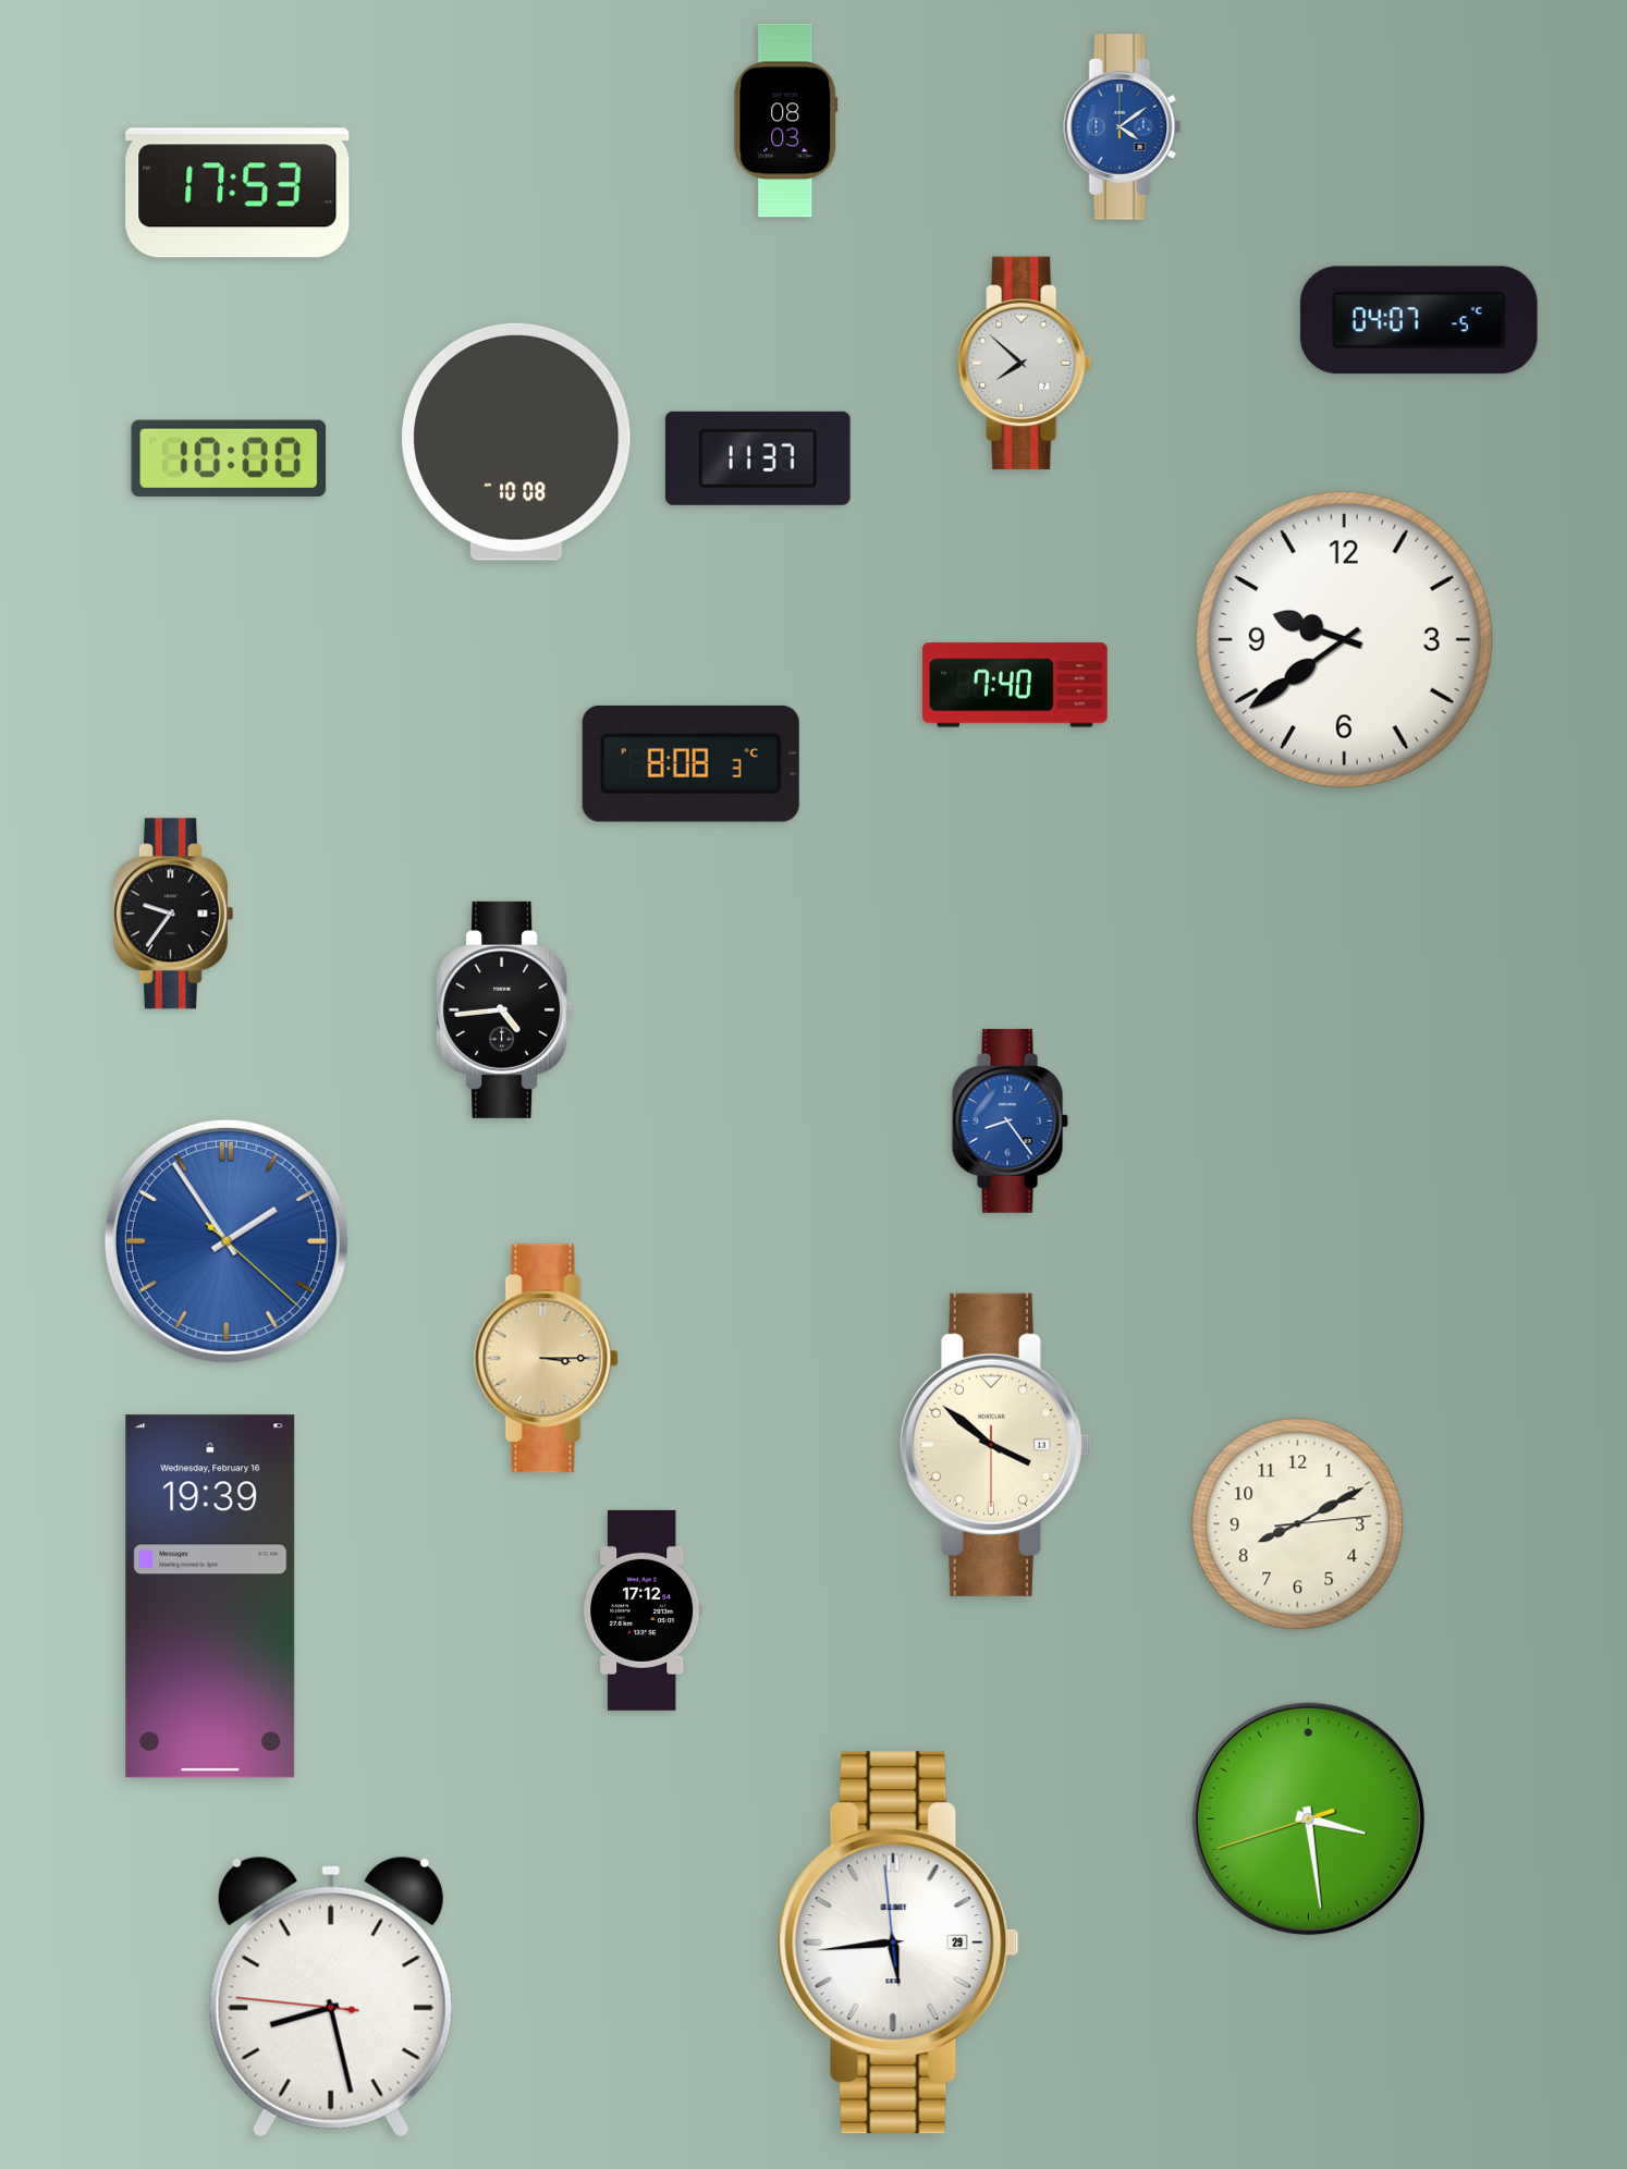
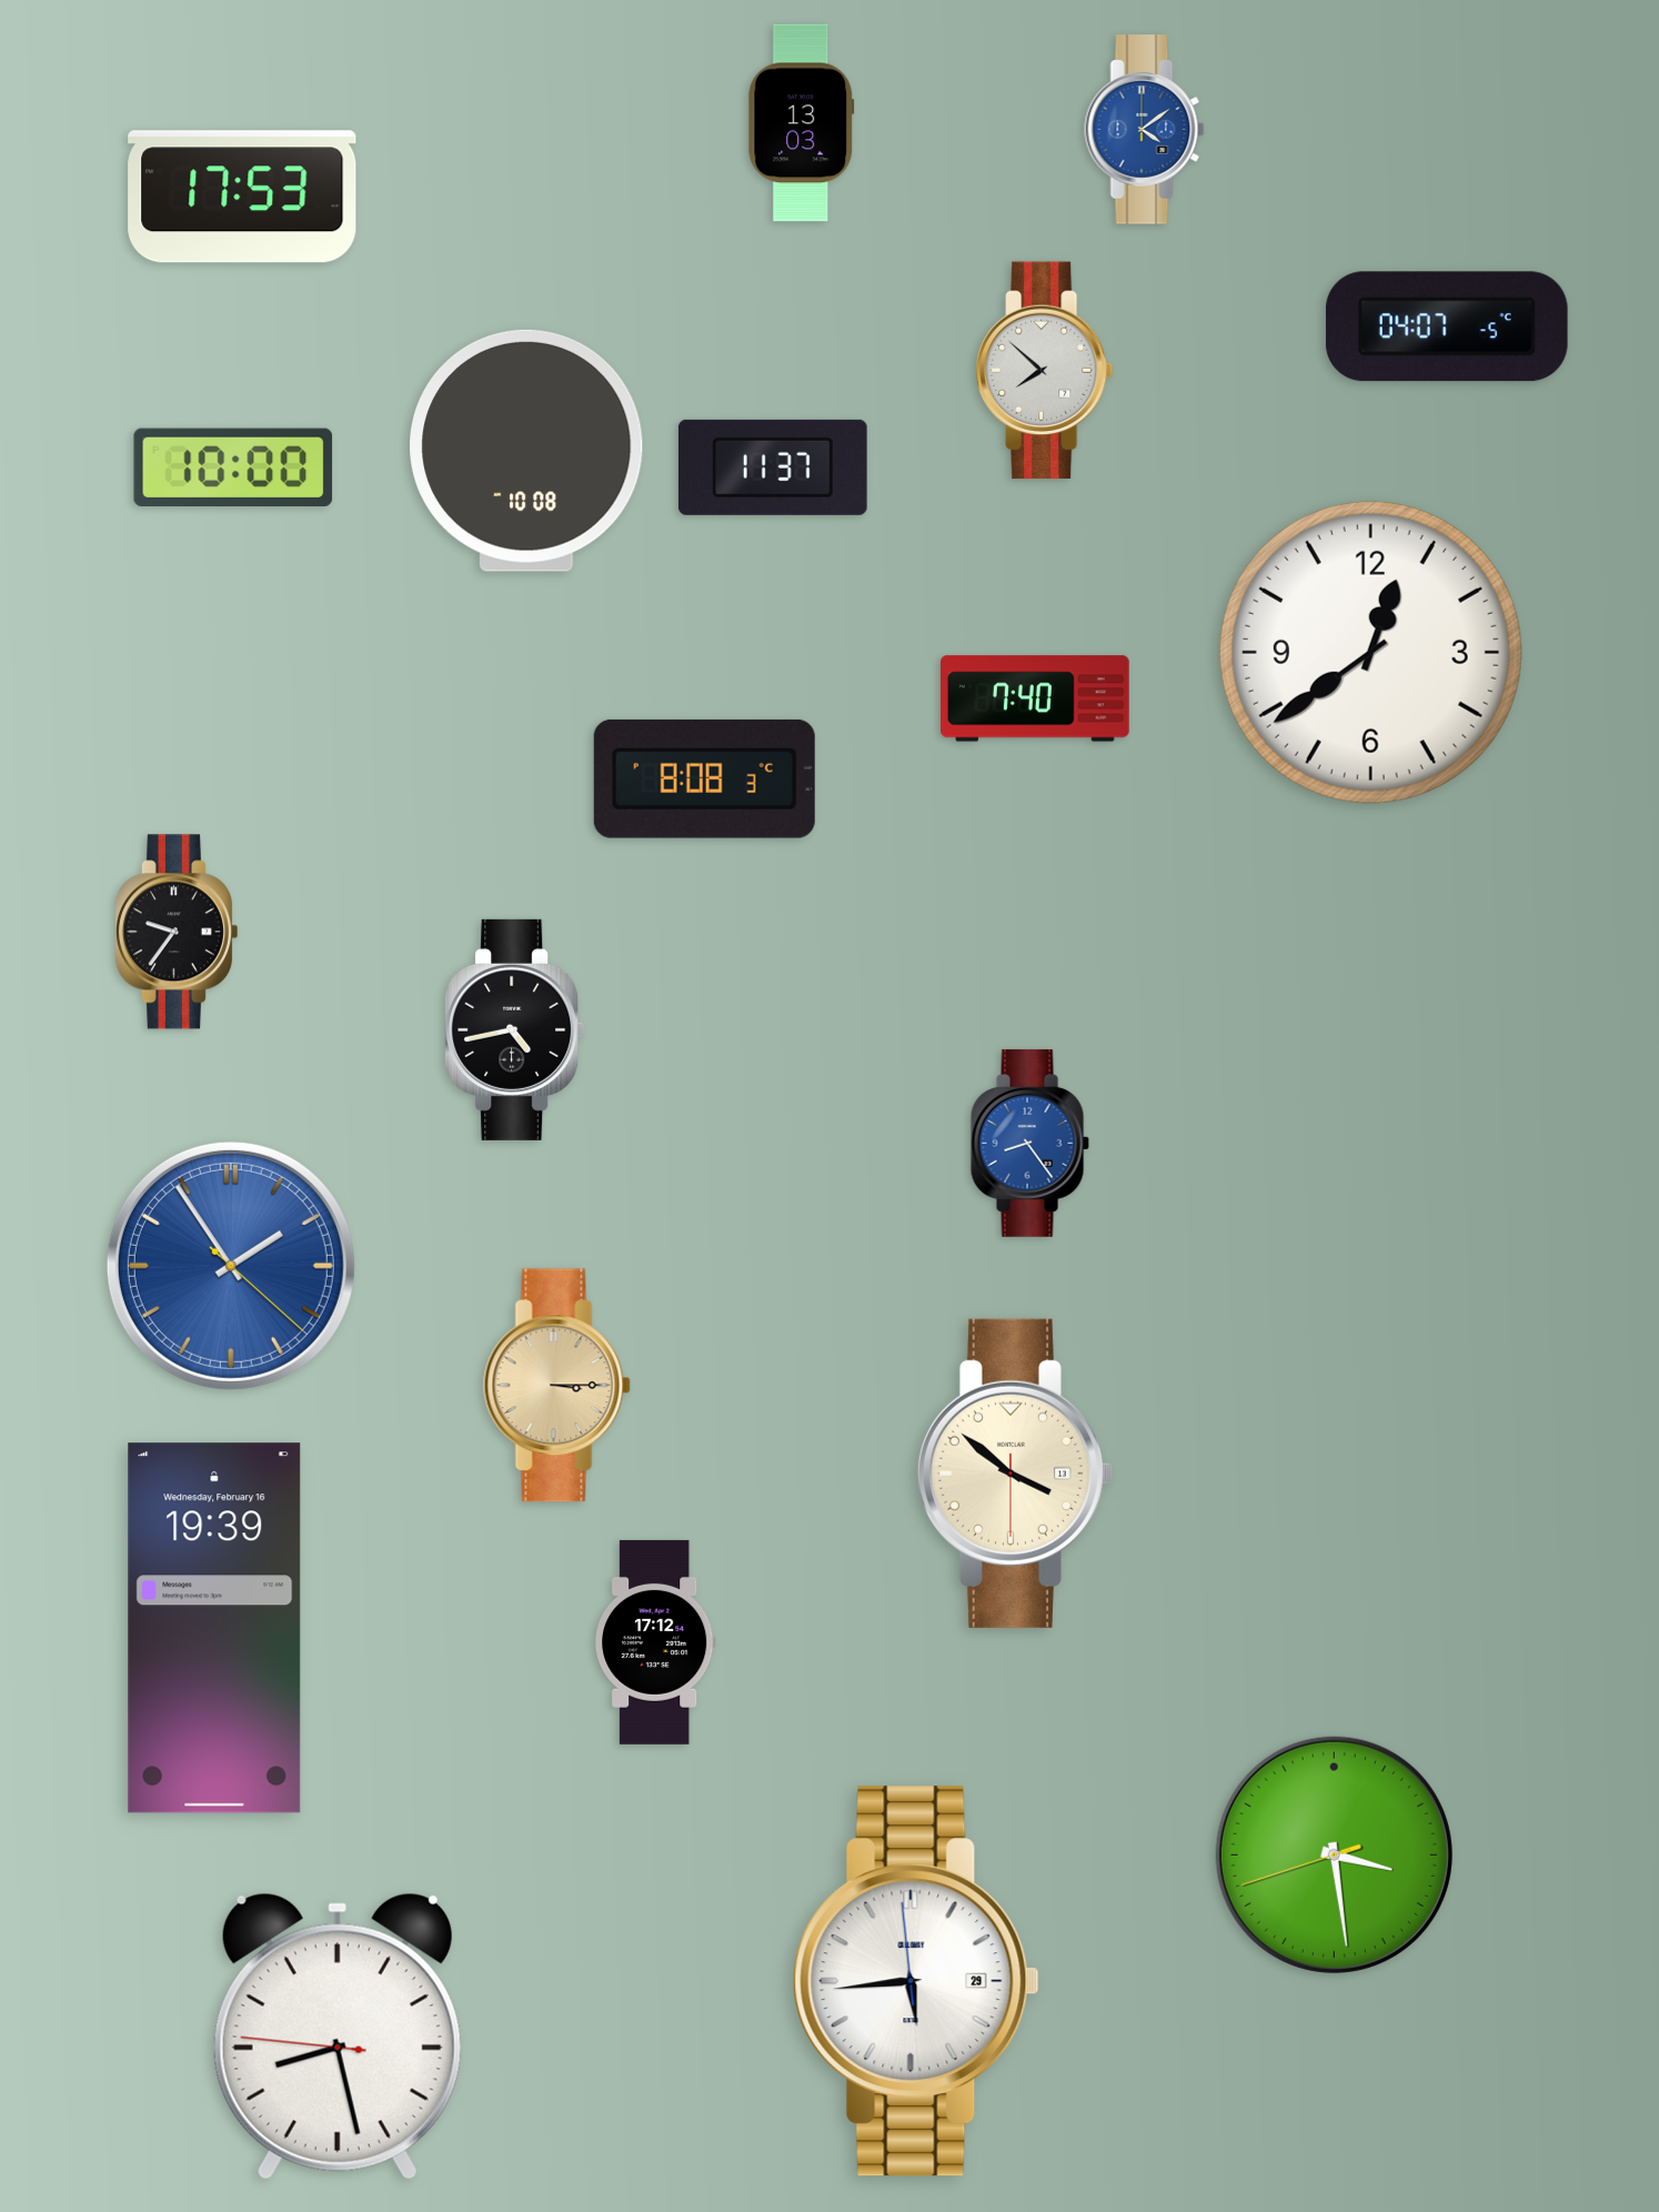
clock at (786, 121): 08:03 -> 13:03
clock at (1344, 639): 9:39 -> 12:39
clock at (505, 1009): 4:44 -> 4:43
clock at (1298, 1524): 8:10 -> none
